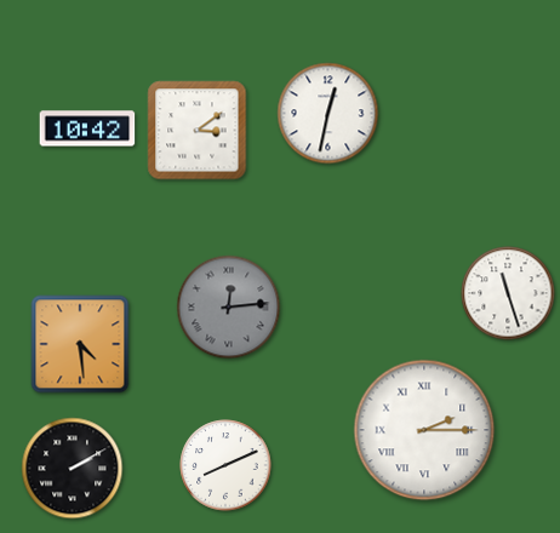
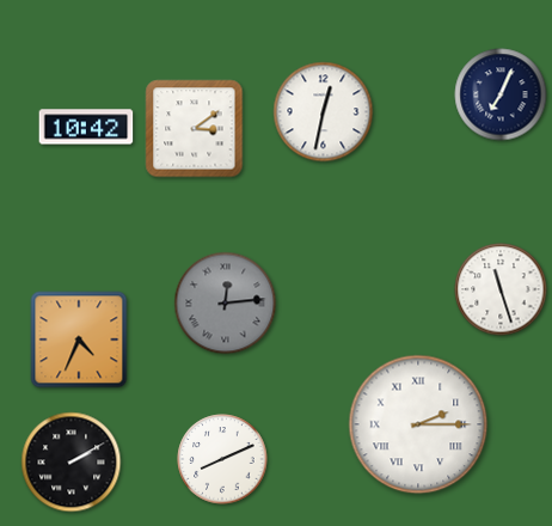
clock at (501, 94): none -> 7:04
clock at (80, 344): 4:29 -> 4:34
